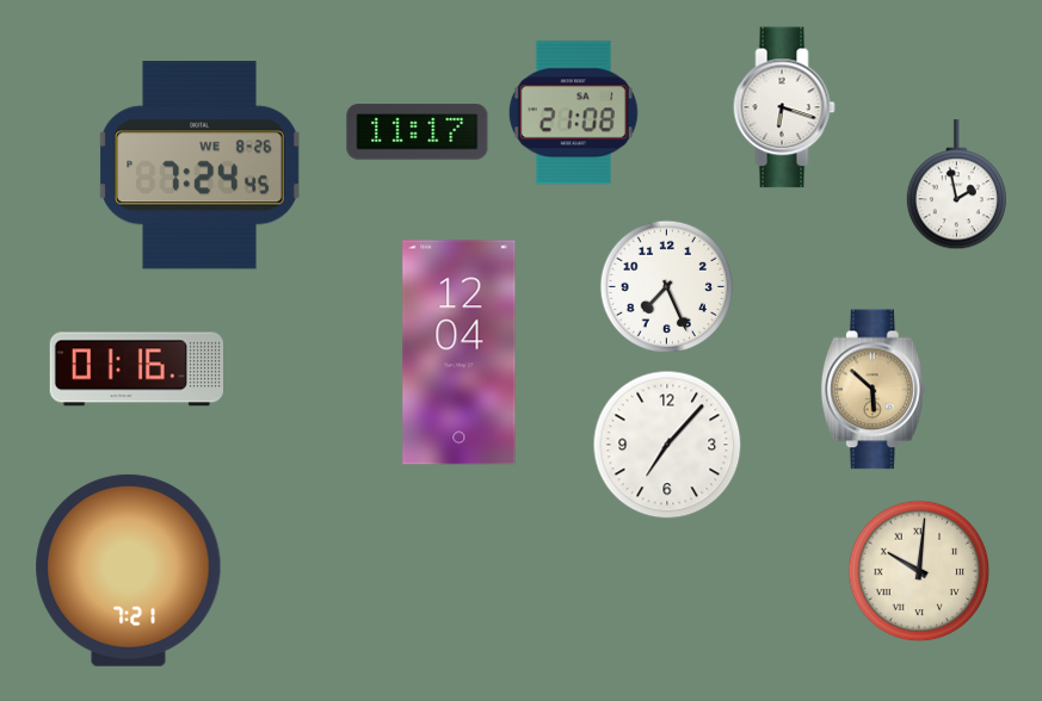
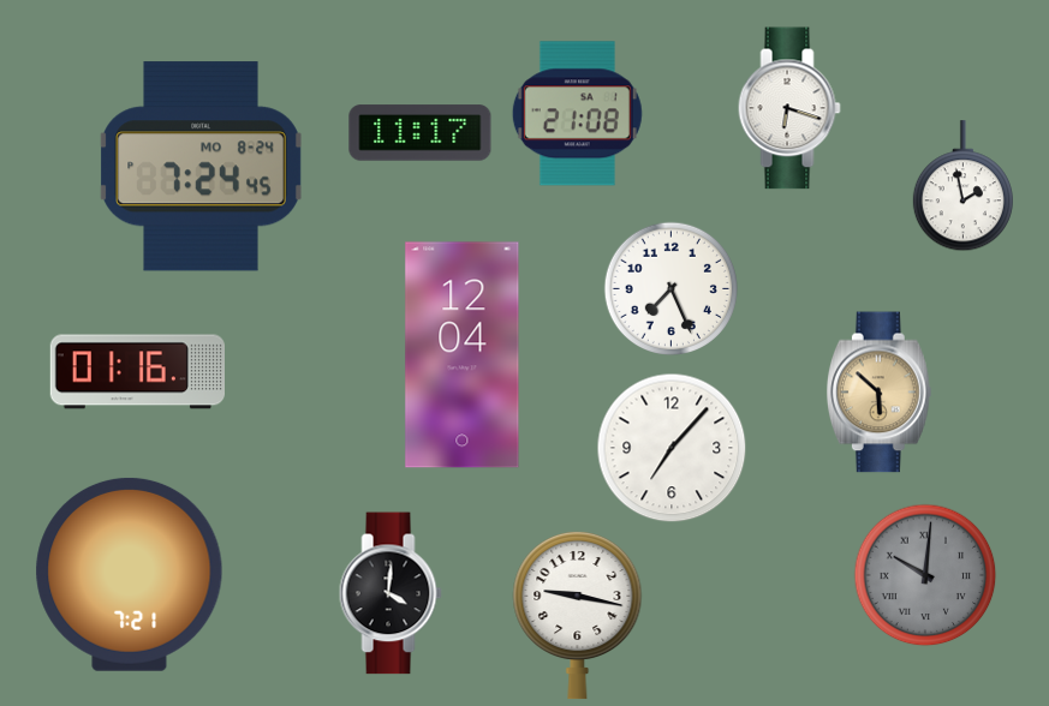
clock at (201, 166) date: WE 8-26 -> MO 8-24
clock at (919, 571) dial: cream -> grey
clock at (391, 593): none -> 4:01
clock at (578, 615): none -> 9:17
